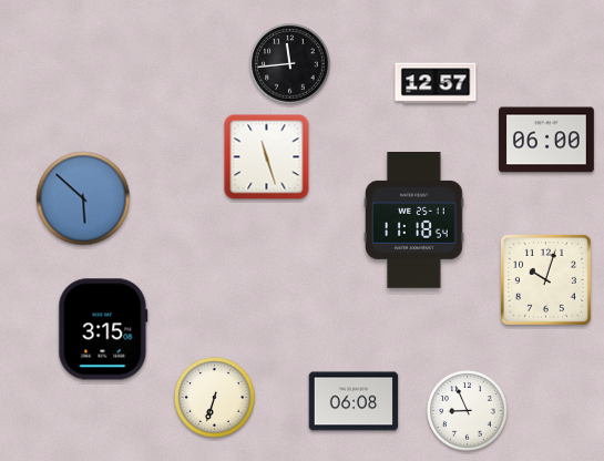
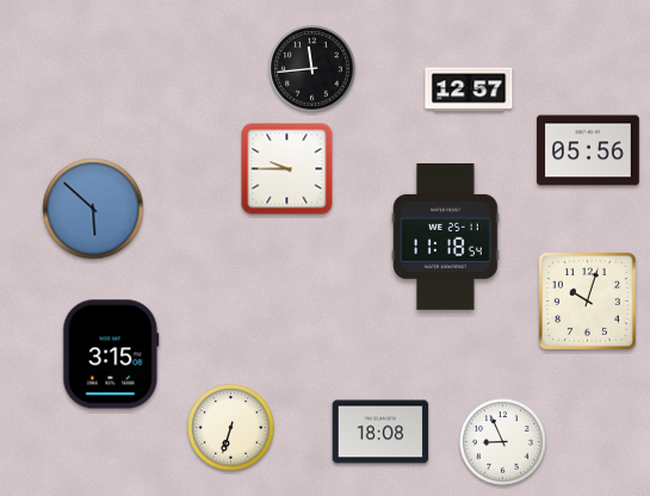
clock at (546, 140): 06:00 -> 05:56
clock at (267, 157): 11:27 -> 9:45
clock at (83, 198) position: (83, 198) -> (93, 209)
clock at (354, 401): 06:08 -> 18:08
